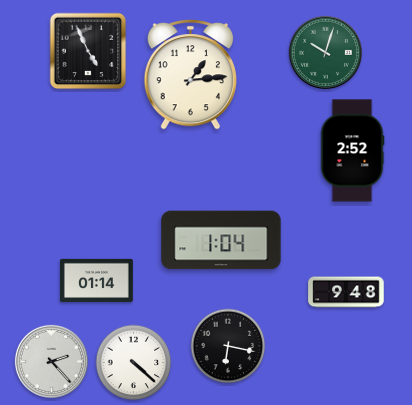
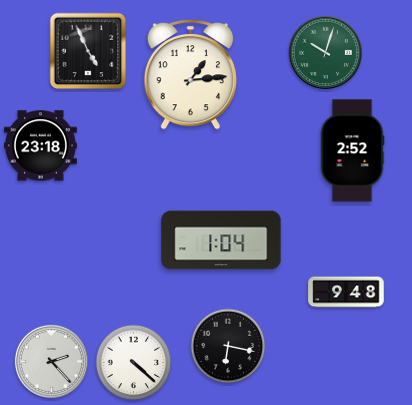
clock at (40, 146): none -> 23:18
clock at (96, 280): 01:14 -> none
